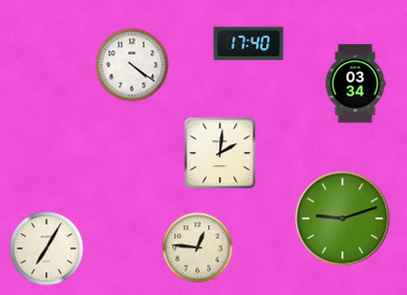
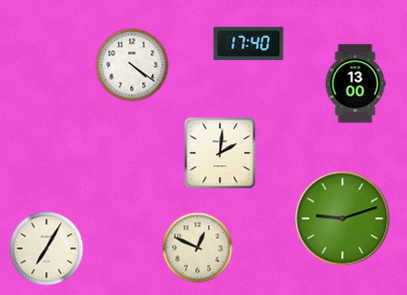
clock at (355, 84): 03:34 -> 13:00
clock at (198, 248): 12:46 -> 12:49
